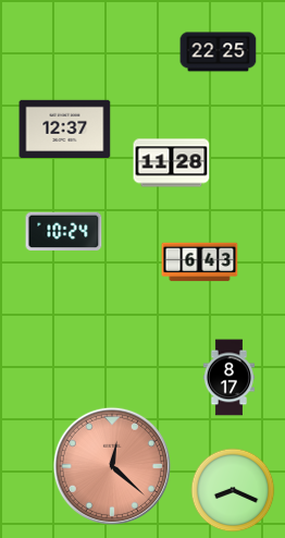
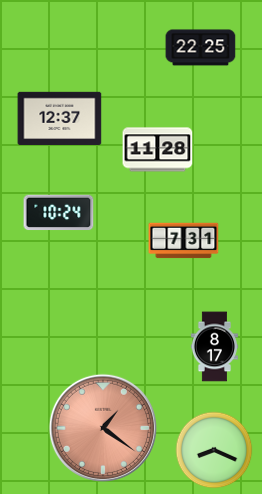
clock at (200, 262): 6:43 -> 7:31
clock at (228, 378) position: (228, 378) -> (214, 347)
clock at (112, 466): 12:22 -> 1:21
